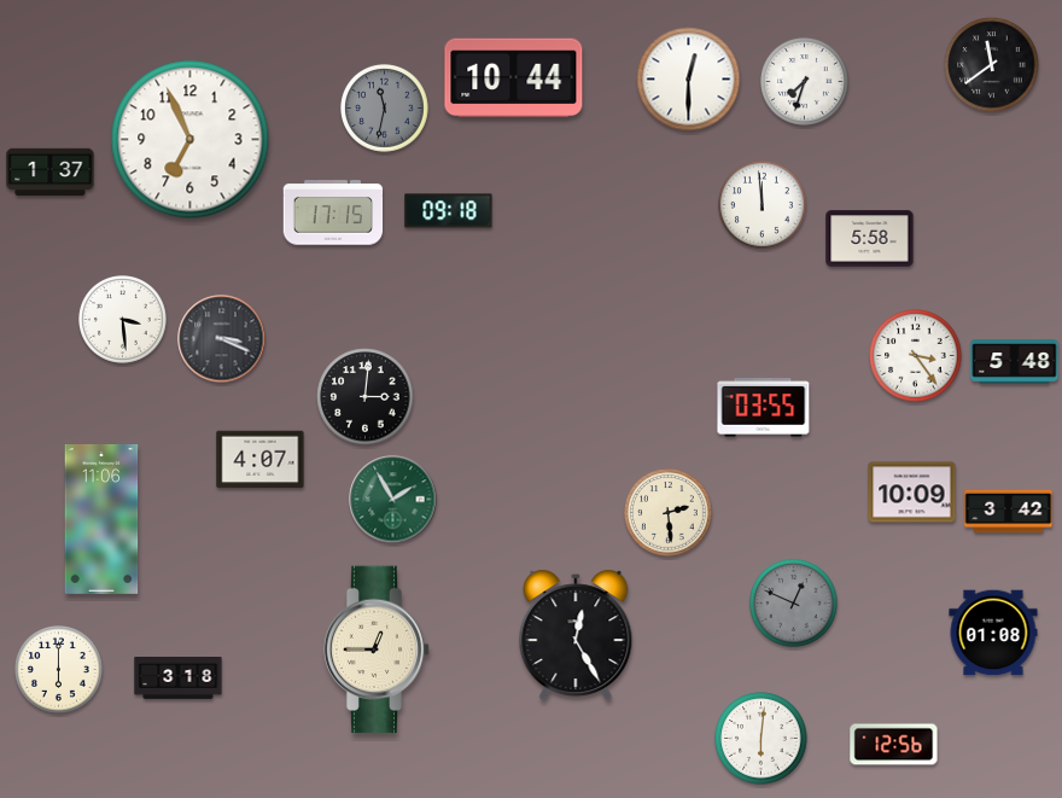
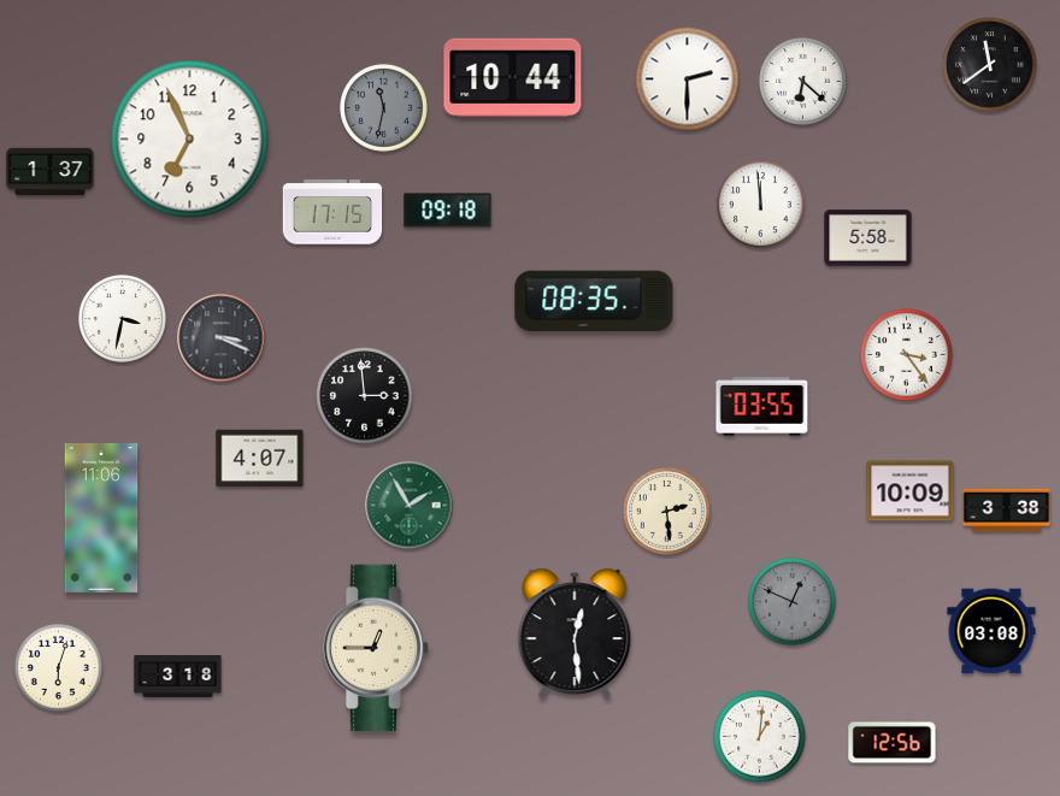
clock at (689, 80): 12:30 -> 2:30
clock at (805, 82): 7:33 -> 6:22
clock at (594, 301): none -> 08:35
clock at (123, 320): 3:29 -> 3:32
clock at (916, 356) position: (916, 356) -> (907, 355)
clock at (1015, 362): 5:48 -> none
clock at (366, 397): 3:01 -> 2:59
clock at (393, 500) position: (393, 500) -> (410, 506)
clock at (1009, 512): 3:42 -> 3:38
clock at (993, 633): 01:08 -> 03:08
clock at (576, 635): 12:25 -> 12:29
clock at (59, 670): 6:00 -> 6:03
clock at (762, 739): 6:01 -> 1:01
